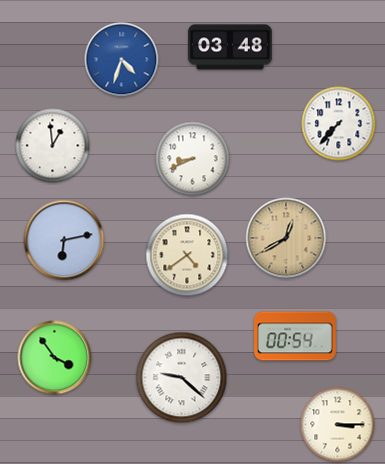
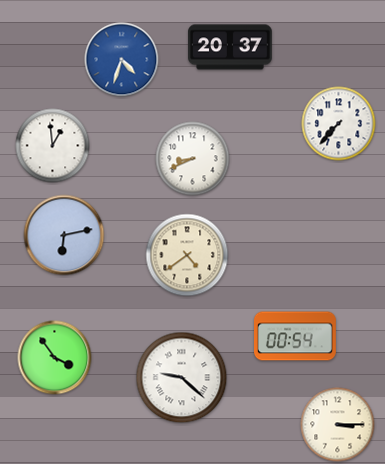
clock at (230, 47): 03:48 -> 20:37
clock at (286, 238): 12:40 -> none
clock at (64, 240) position: (64, 240) -> (64, 235)
